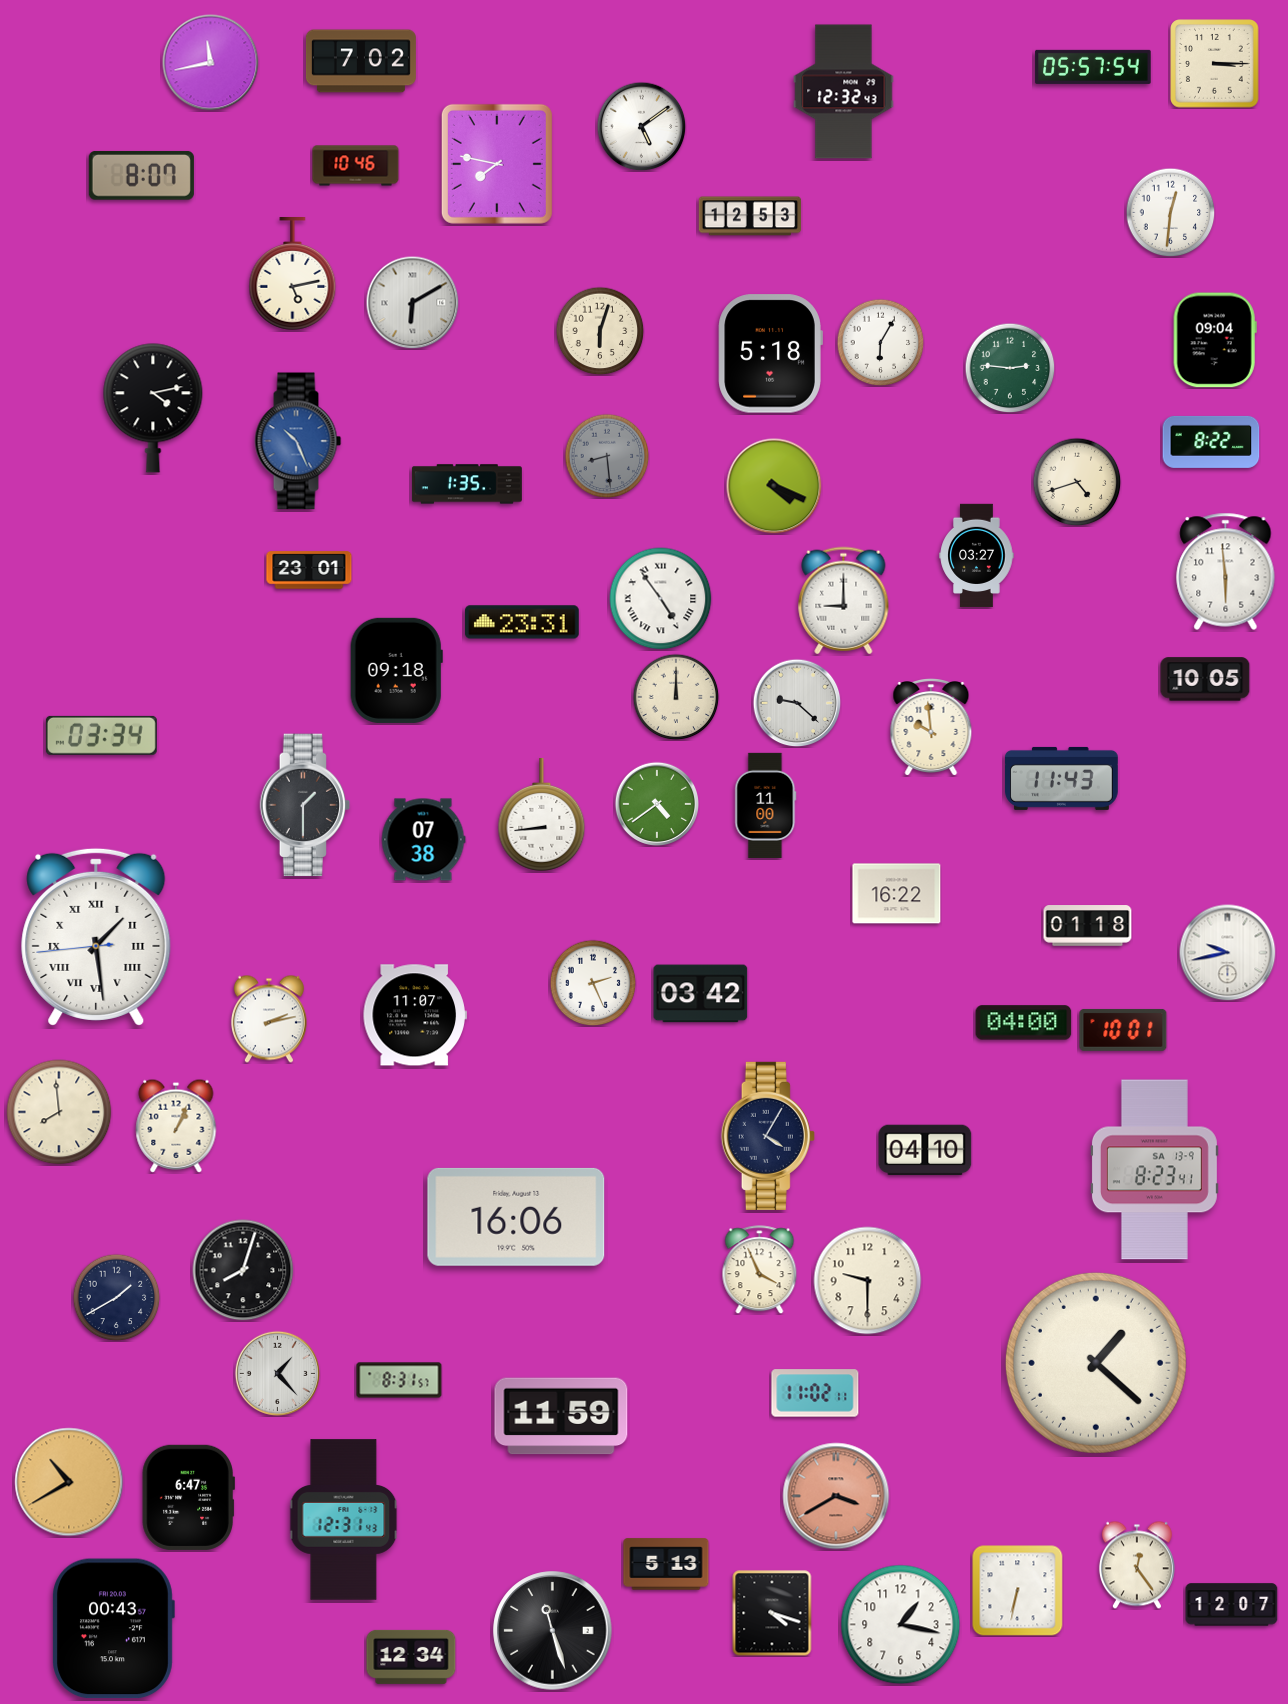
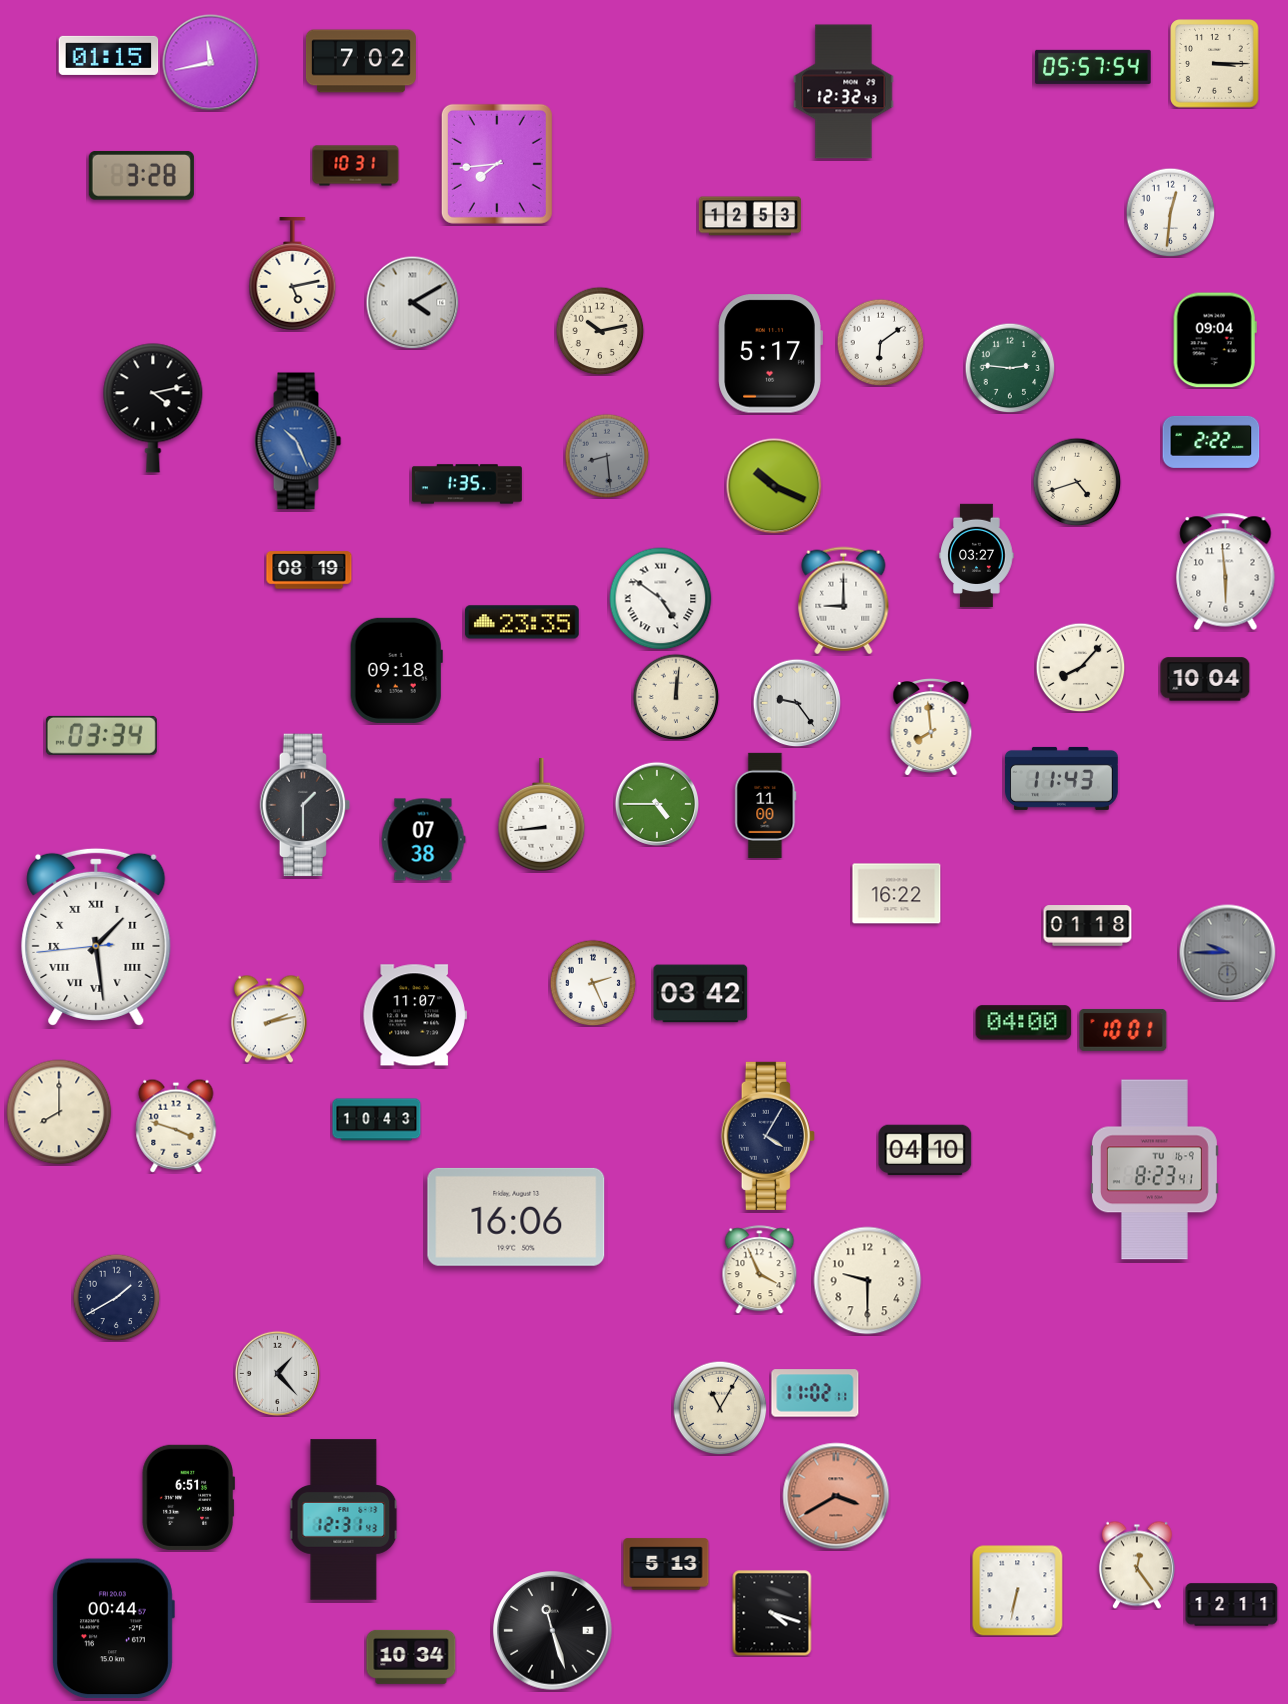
clock at (109, 55): none -> 01:15
clock at (641, 126): 5:09 -> none
clock at (497, 164): 7:47 -> 7:44
clock at (356, 166): 10:46 -> 10:31
clock at (141, 176): 8:07 -> 3:28
clock at (412, 302): 6:10 -> 4:10
clock at (600, 331): 6:03 -> 10:13
clock at (880, 342): 6:05 -> 6:09
clock at (770, 354): 5:18 -> 5:17
clock at (1211, 442): 8:22 -> 2:22
clock at (774, 486): 4:19 -> 10:19
clock at (309, 570): 23:01 -> 08:19
clock at (661, 599): 4:54 -> 4:51
clock at (523, 622): 23:31 -> 23:35
clock at (1080, 667): none -> 8:07
clock at (1205, 679): 10:05 -> 10:04
clock at (676, 697): 12:00 -> 12:01
clock at (797, 703): 9:22 -> 9:24
clock at (931, 728): 9:59 -> 7:59
clock at (656, 803): 4:39 -> 4:45
clock at (1228, 953): 9:43 -> 9:45
clock at (1228, 953) dial: white -> grey
clock at (59, 1112): 7:59 -> 8:00
clock at (377, 1120): none -> 10:43
clock at (176, 1126): 1:04 -> 3:48
clock at (1154, 1170) date: SA 13-9 -> TU 16-9
clock at (243, 1270): 8:03 -> none
clock at (1096, 1363): 1:22 -> none
clock at (399, 1380): 8:31 -> none
clock at (720, 1408): none -> 11:05
clock at (561, 1416): 11:59 -> none
clock at (69, 1482): 10:40 -> none
clock at (188, 1497): 6:47 -> 6:51
clock at (1232, 1605): 12:07 -> 12:11
clock at (901, 1625): 1:17 -> none
clock at (113, 1629): 00:43 -> 00:44
clock at (411, 1657): 12:34 -> 10:34
